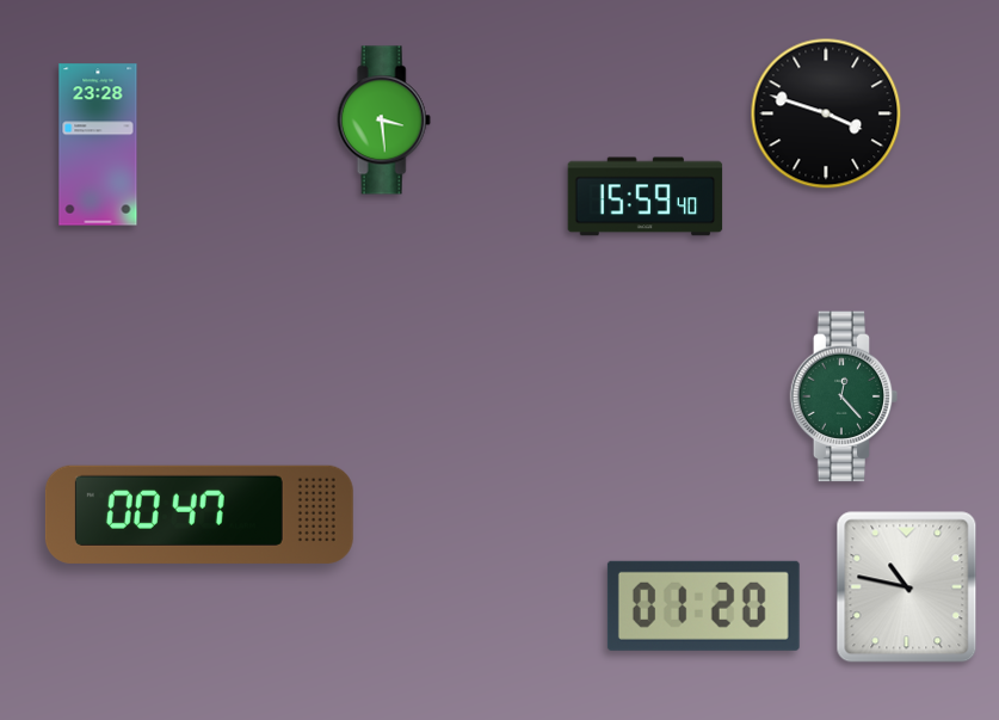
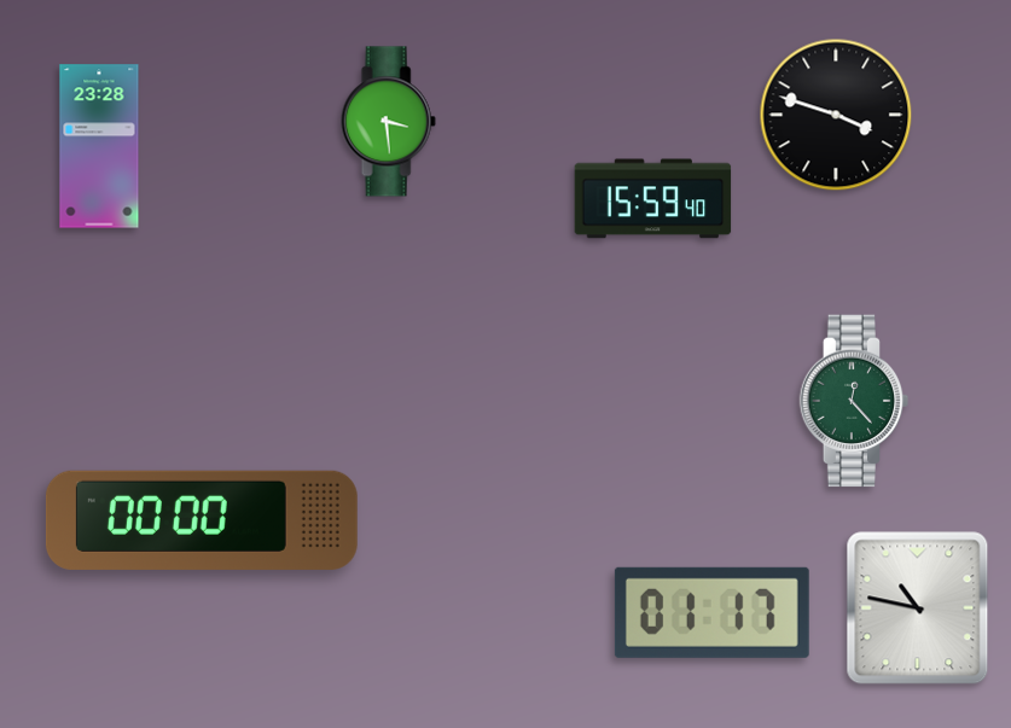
clock at (199, 515): 00:47 -> 00:00
clock at (907, 587) position: (907, 587) -> (918, 608)
clock at (703, 605): 01:20 -> 01:17
